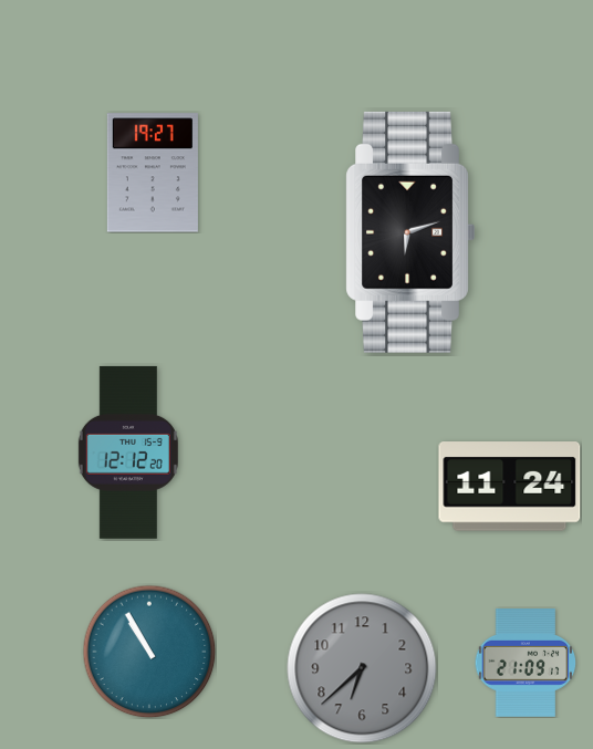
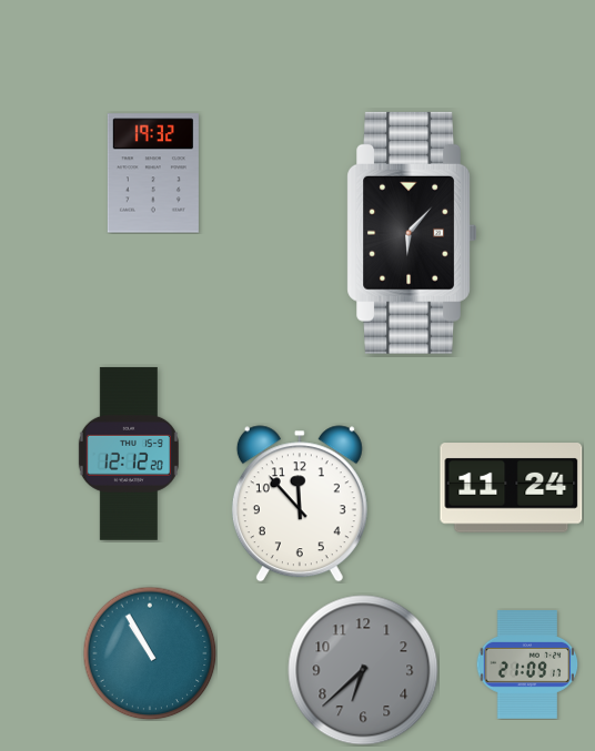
clock at (153, 173): 19:27 -> 19:32
clock at (410, 232): 6:12 -> 6:07
clock at (300, 504): none -> 11:53
